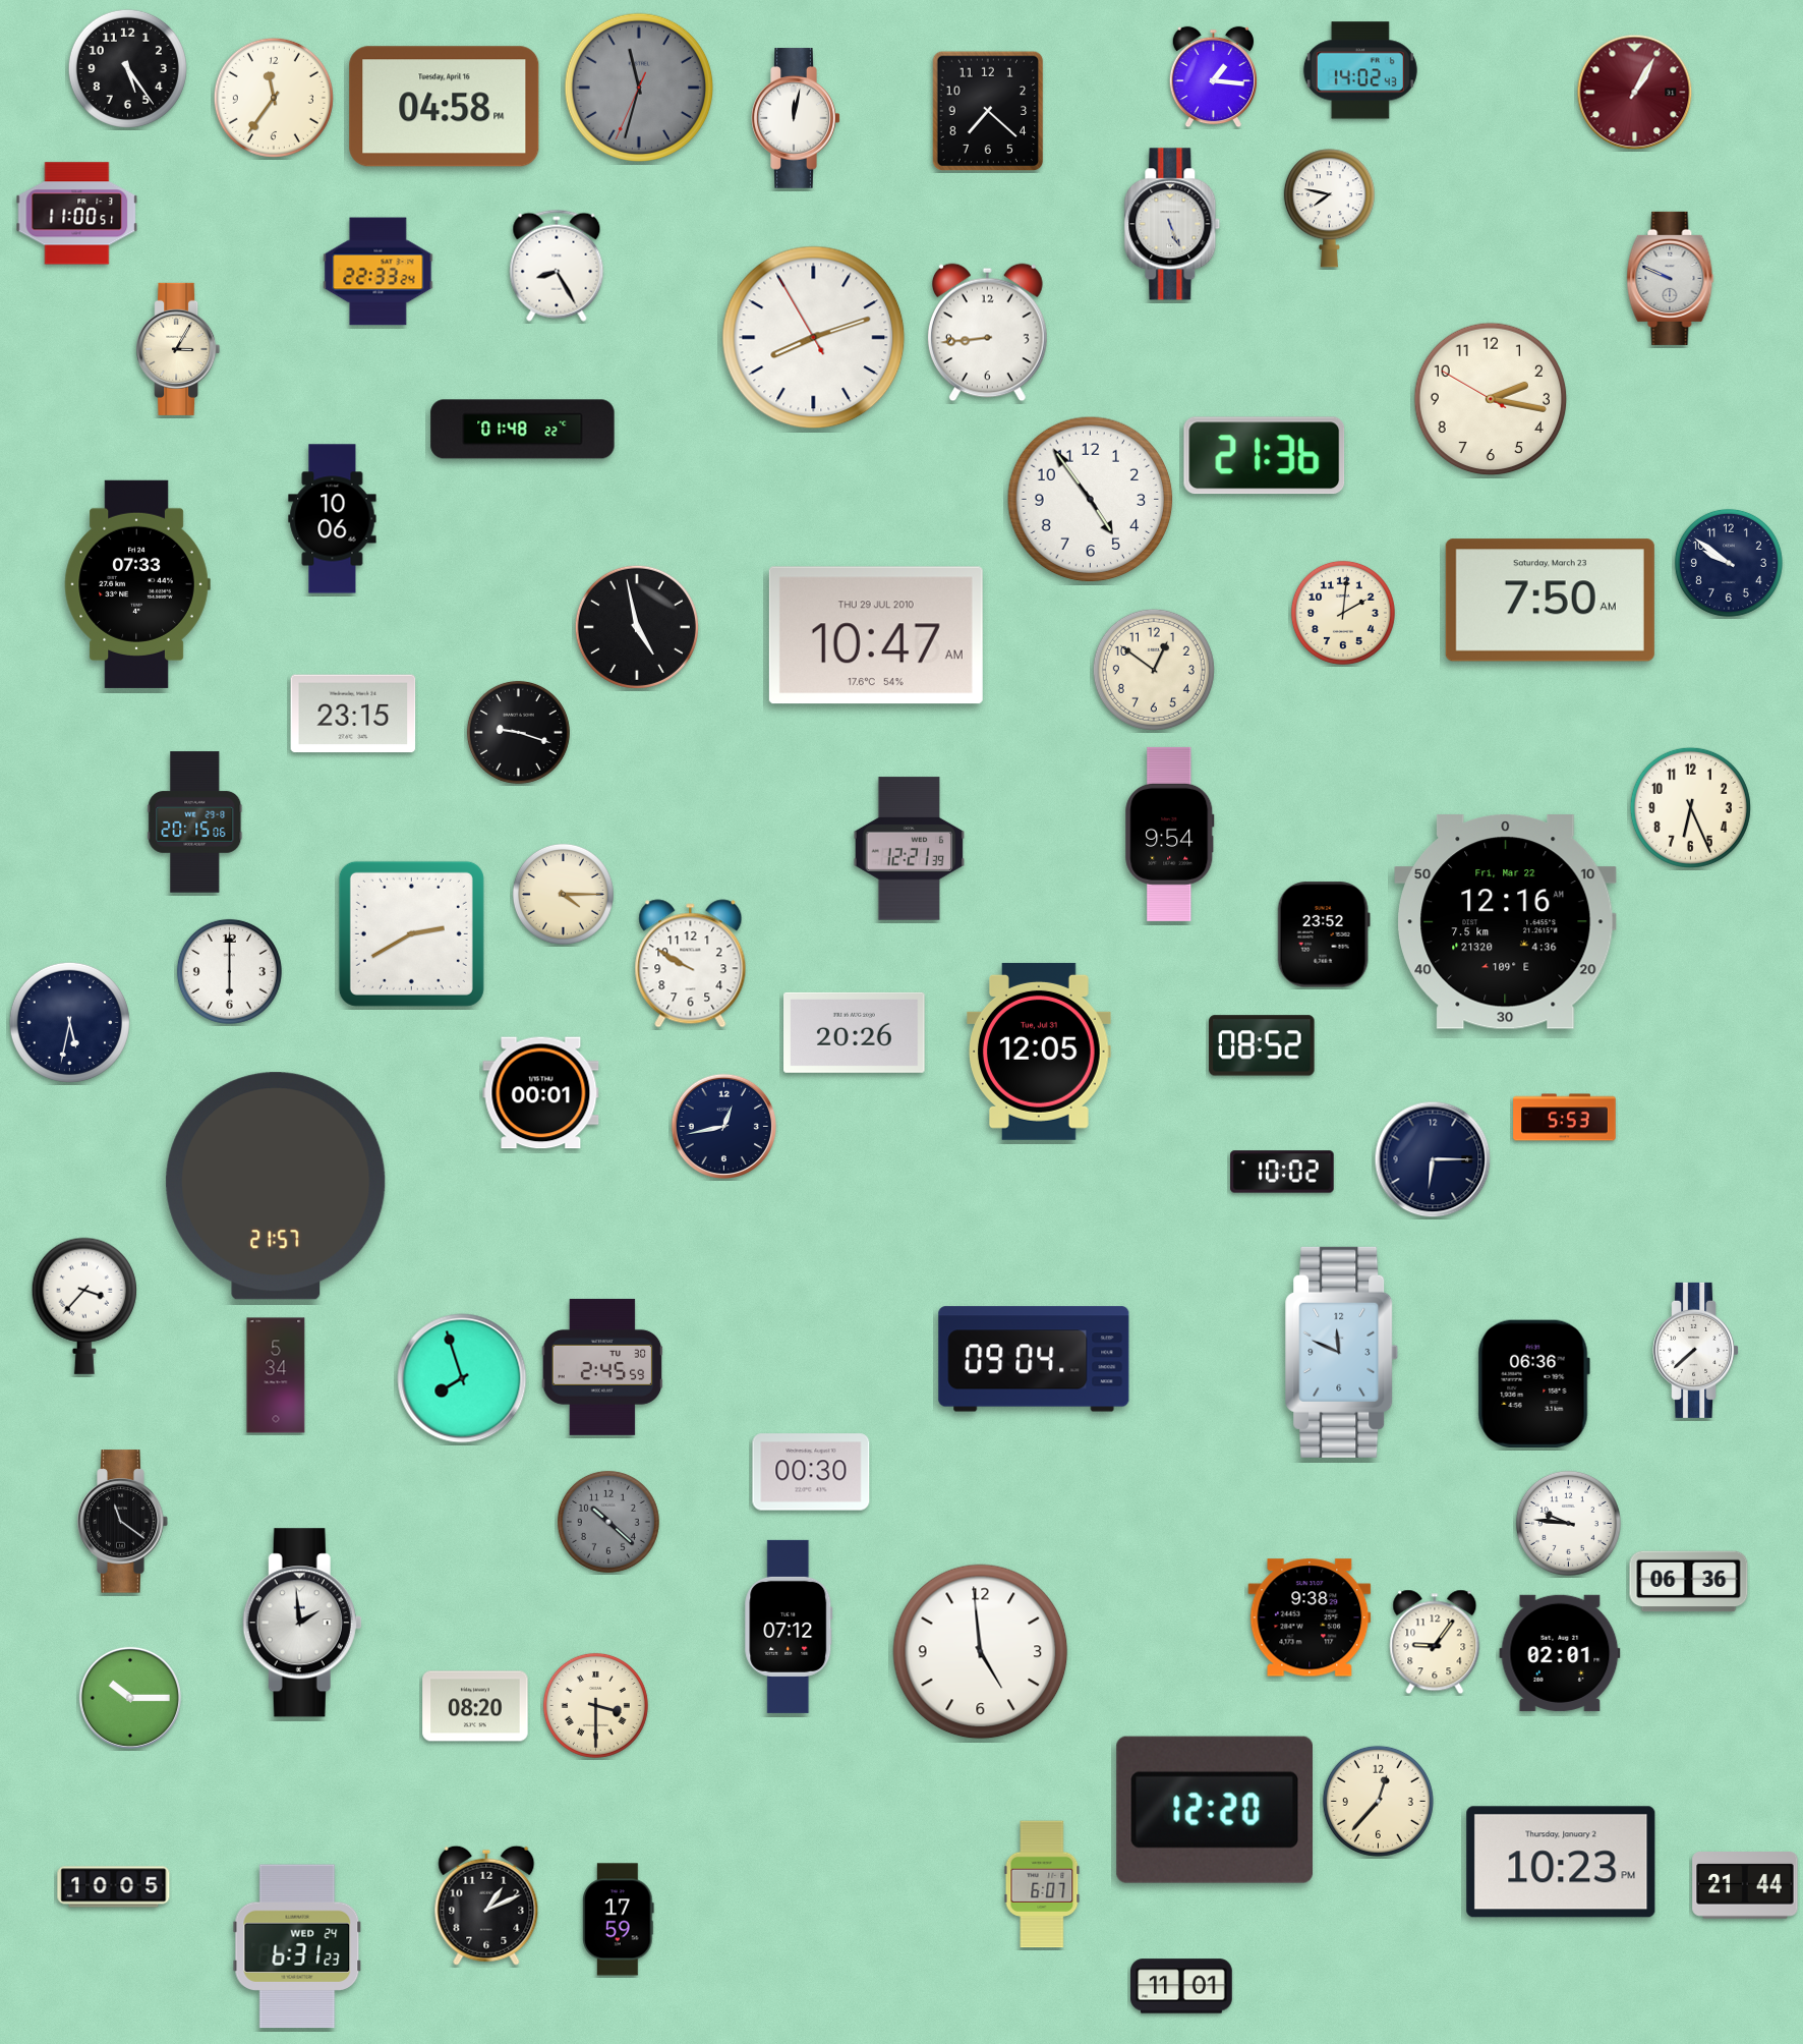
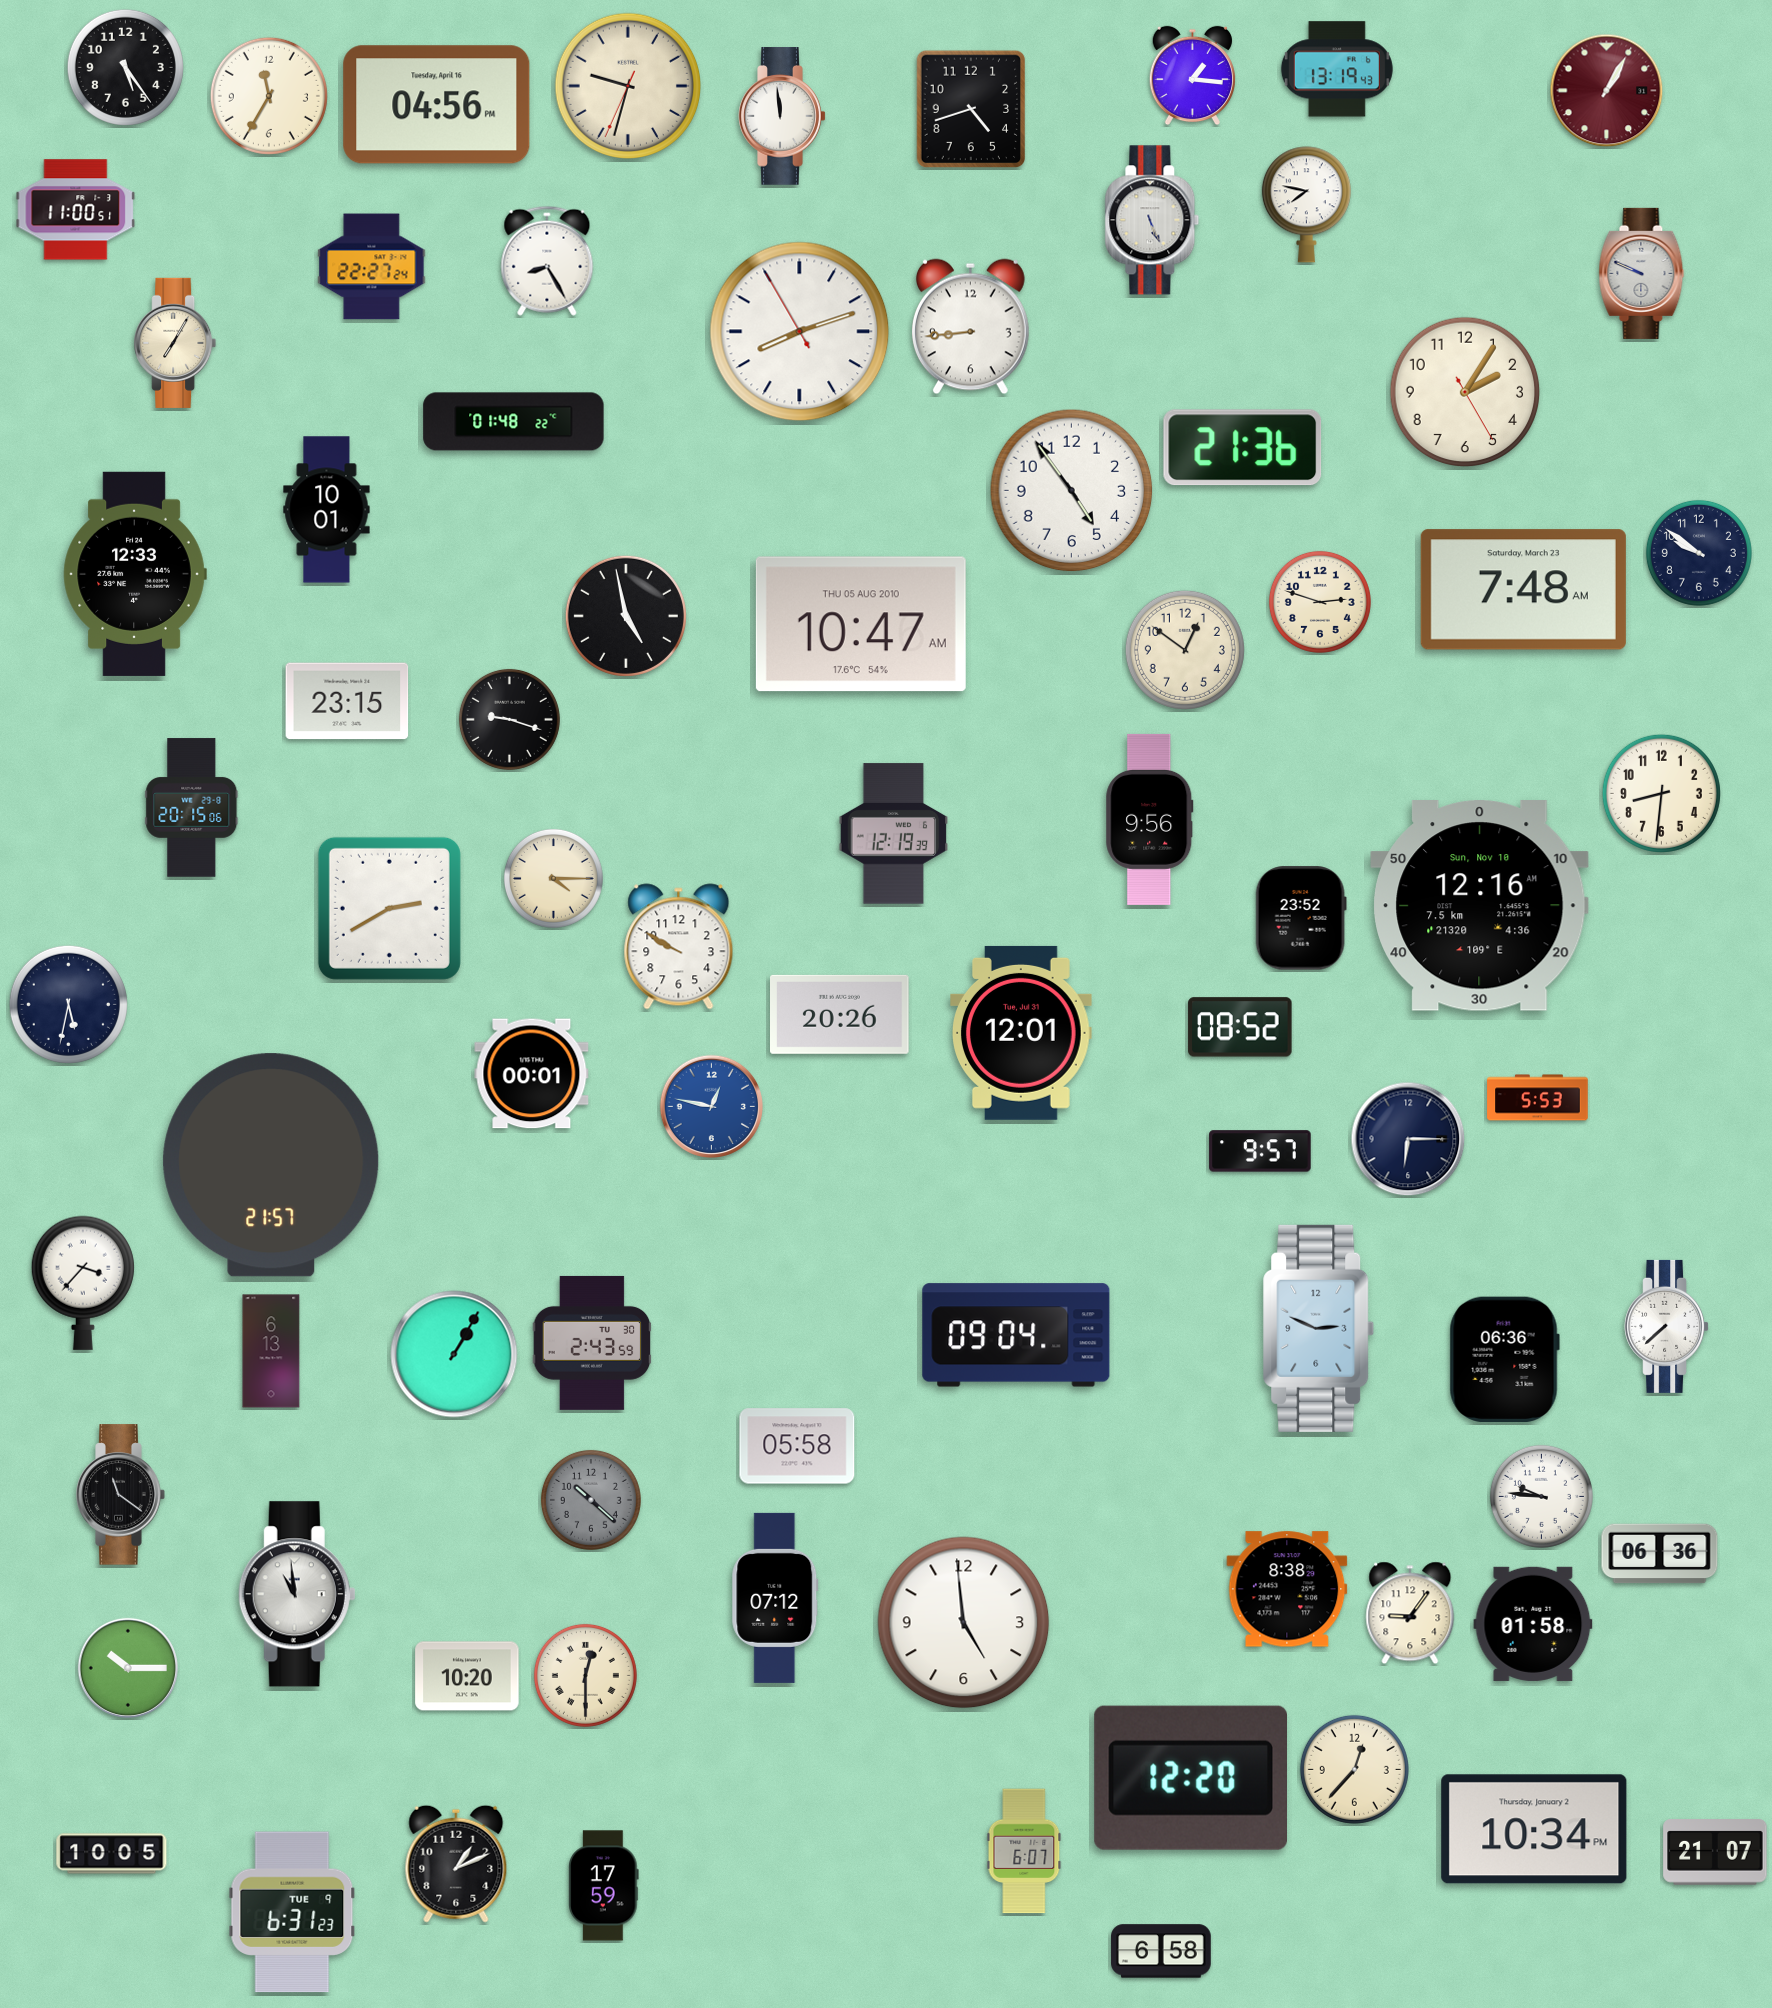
clock at (1360, 70): 14:02 -> 13:19
clock at (638, 87): 11:32 -> 9:32
clock at (638, 87) dial: grey -> cream
clock at (274, 98): 11:36 -> 11:35
clock at (445, 107): 04:58 -> 04:56
clock at (988, 111): 7:22 -> 4:42
clock at (796, 118): 12:02 -> 11:59
clock at (379, 272): 22:33 -> 22:27
clock at (178, 349): 3:05 -> 7:05
clock at (1491, 399): 2:16 -> 2:05
clock at (333, 519): 10:06 -> 10:01
clock at (137, 584): 07:33 -> 12:33
clock at (1550, 601): 7:50 -> 7:48
clock at (1343, 613): 2:01 -> 2:48
clock at (876, 635) date: THU 29 JUL 2010 -> THU 05 AUG 2010
clock at (1154, 670) position: (1154, 670) -> (1185, 650)
clock at (1690, 807): 6:26 -> 8:31
clock at (1170, 834): 9:54 -> 9:56
clock at (910, 849): 12:21 -> 12:19
clock at (1506, 922) date: Fri, Mar 22 -> Sun, Nov 10
clock at (411, 933) position: (411, 933) -> (389, 908)
clock at (229, 971): 6:00 -> none
clock at (1040, 1052): 12:05 -> 12:01
clock at (723, 1126): 12:43 -> 12:47
clock at (723, 1126) dial: navy -> blue
clock at (1282, 1172): 10:02 -> 9:57
clock at (1342, 1352): 11:49 -> 2:49
clock at (602, 1367): 2:45 -> 2:43
clock at (276, 1375): 5:34 -> 6:13
clock at (462, 1378): 7:57 -> 1:05
clock at (1533, 1383) position: (1533, 1383) -> (1504, 1359)
clock at (811, 1472): 00:30 -> 05:58
clock at (608, 1522) position: (608, 1522) -> (591, 1500)
clock at (1310, 1617): 9:38 -> 8:38
clock at (302, 1623): 1:59 -> 10:59
clock at (1560, 1653): 02:01 -> 01:58
clock at (595, 1705): 3:30 -> 12:30
clock at (475, 1706): 08:20 -> 10:20
clock at (1214, 1810) position: (1214, 1810) -> (1190, 1778)
clock at (1561, 1862): 10:23 -> 10:34
clock at (1745, 1886): 21:44 -> 21:07
clock at (486, 1906) position: (486, 1906) -> (456, 1864)
clock at (619, 1920) position: (619, 1920) -> (604, 1886)
clock at (297, 1946) date: WED 24 -> TUE 9
clock at (1181, 1986): 11:01 -> 6:58
